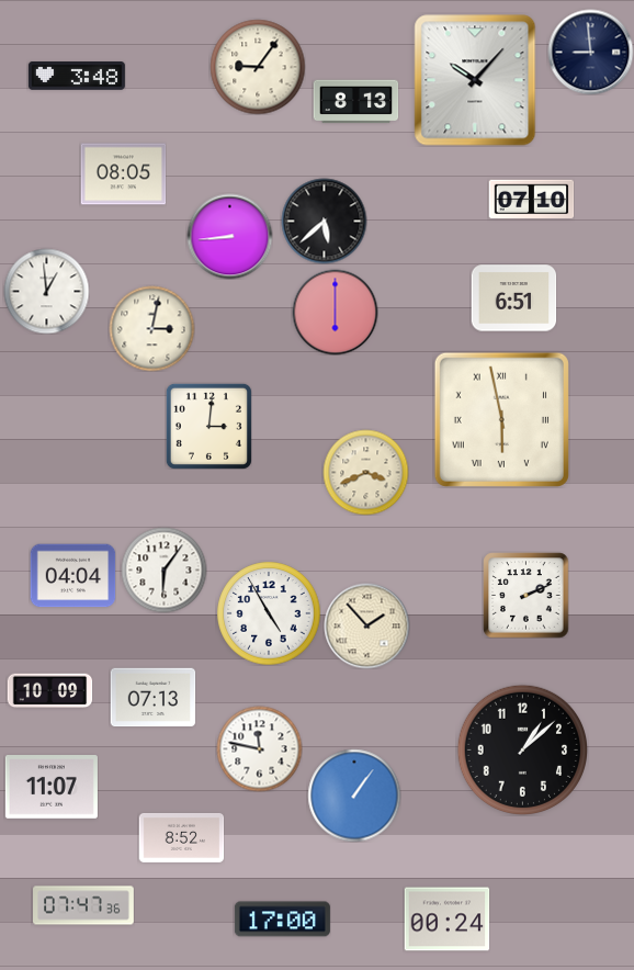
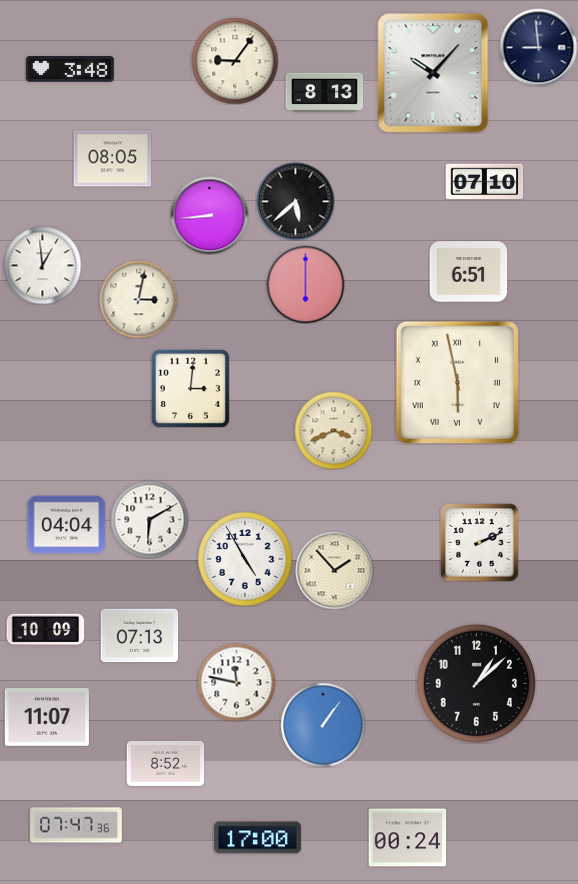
clock at (163, 569): 6:06 -> 6:10
